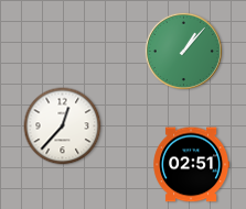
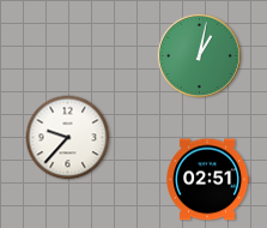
clock at (183, 51): 1:07 -> 1:02
clock at (63, 127): 12:37 -> 9:37
